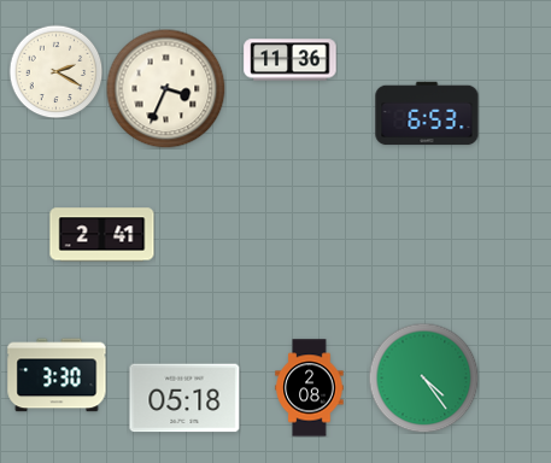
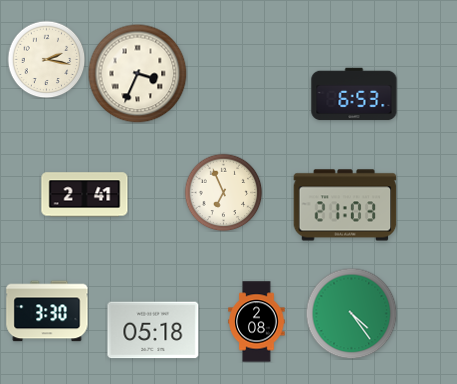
clock at (291, 60): 11:36 -> none
clock at (55, 71): 2:20 -> 2:17
clock at (223, 192): none -> 6:56
clock at (345, 205): none -> 21:03
